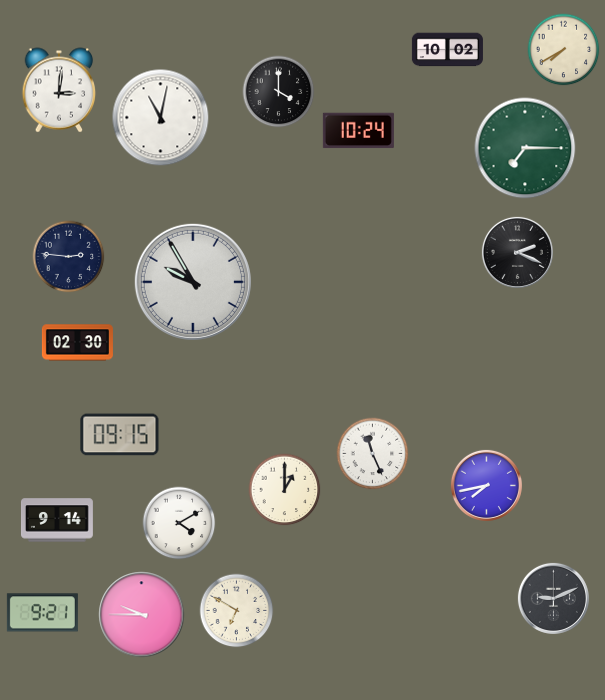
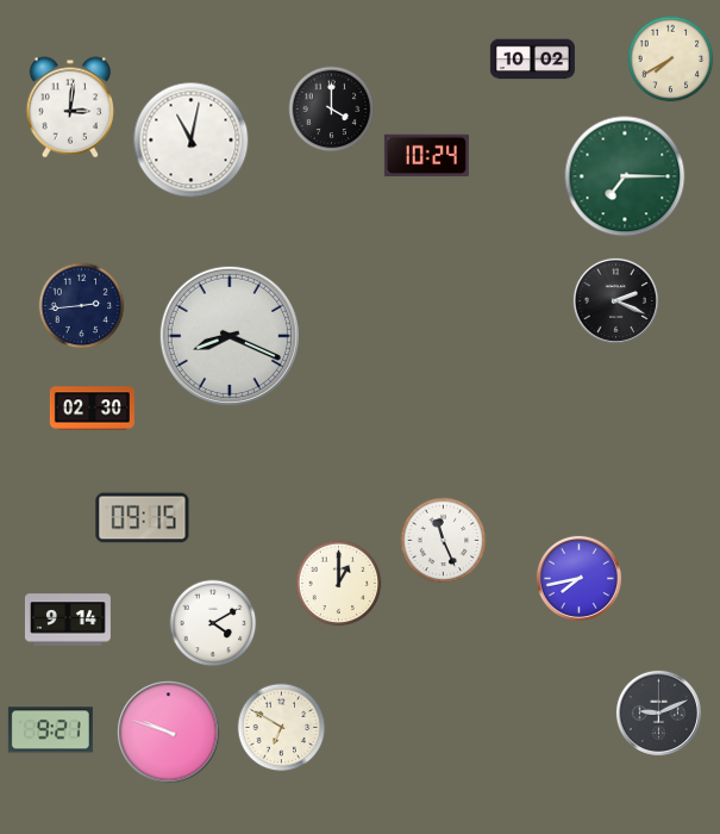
clock at (69, 257): 2:46 -> 2:44
clock at (193, 282): 9:55 -> 8:19
clock at (142, 615): 9:45 -> 9:48
